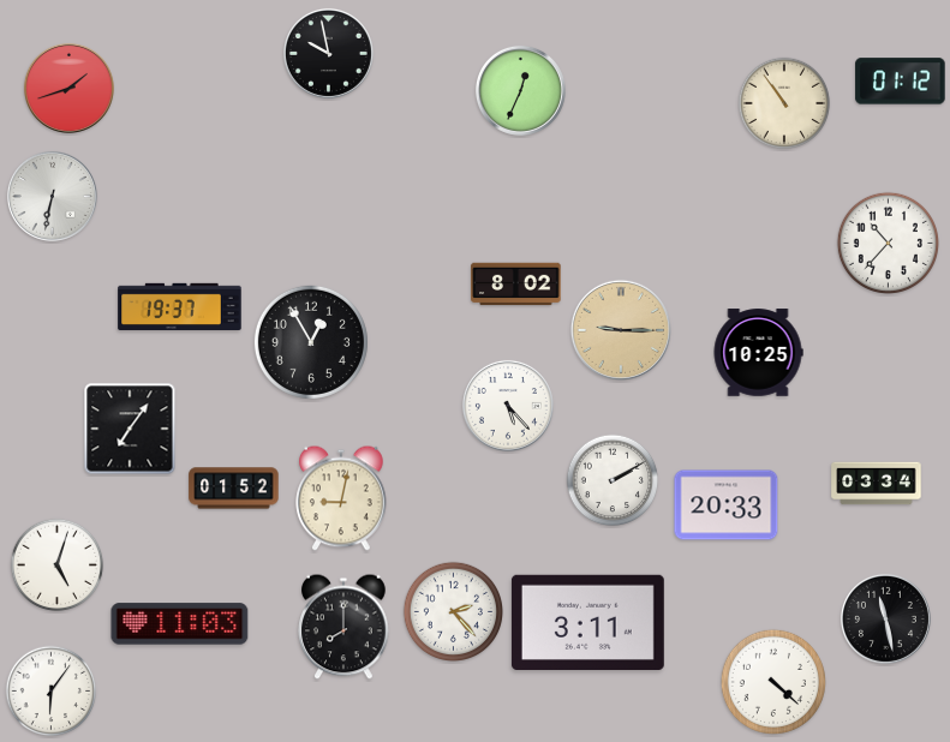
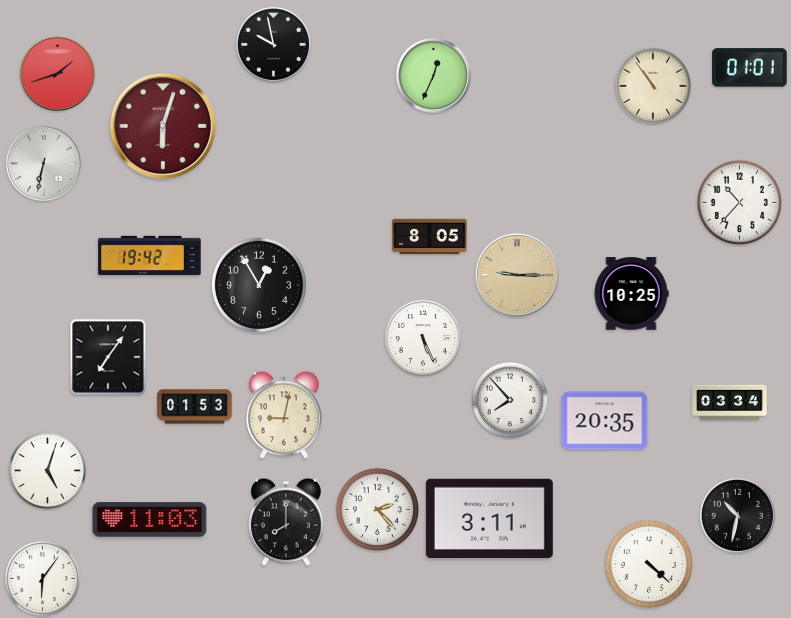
clock at (901, 82): 01:12 -> 01:01
clock at (163, 126): none -> 6:03
clock at (516, 285): 8:02 -> 8:05
clock at (180, 306): 19:37 -> 19:42
clock at (508, 406): 5:23 -> 5:26
clock at (613, 480): 2:10 -> 7:53
clock at (234, 489): 01:52 -> 01:53
clock at (727, 505): 20:33 -> 20:35
clock at (885, 618): 11:28 -> 10:32
clock at (773, 682) position: (773, 682) -> (649, 564)
clock at (52, 692) position: (52, 692) -> (43, 579)
